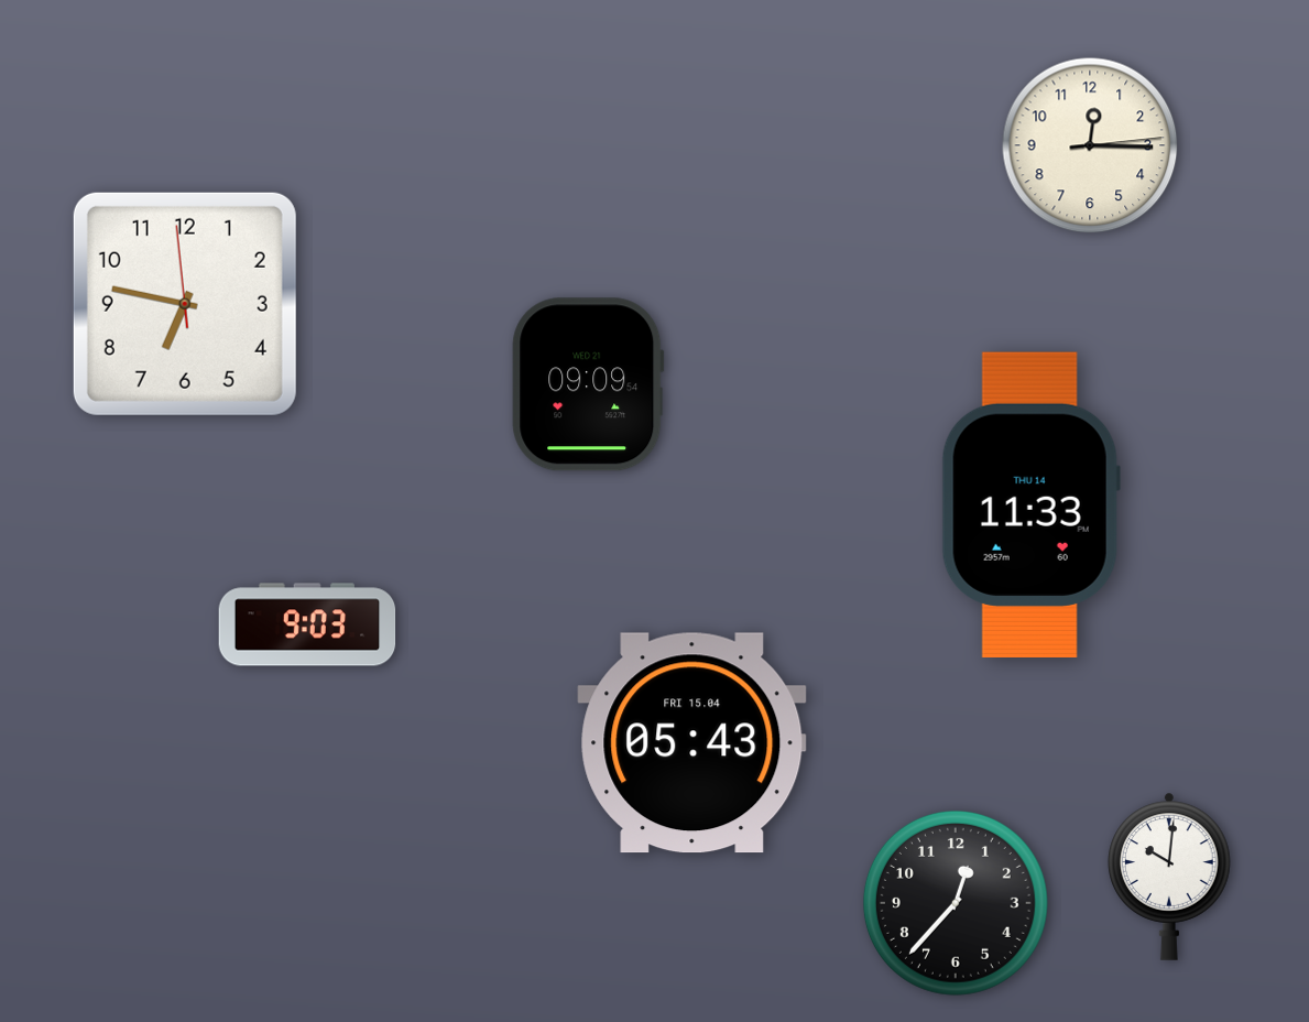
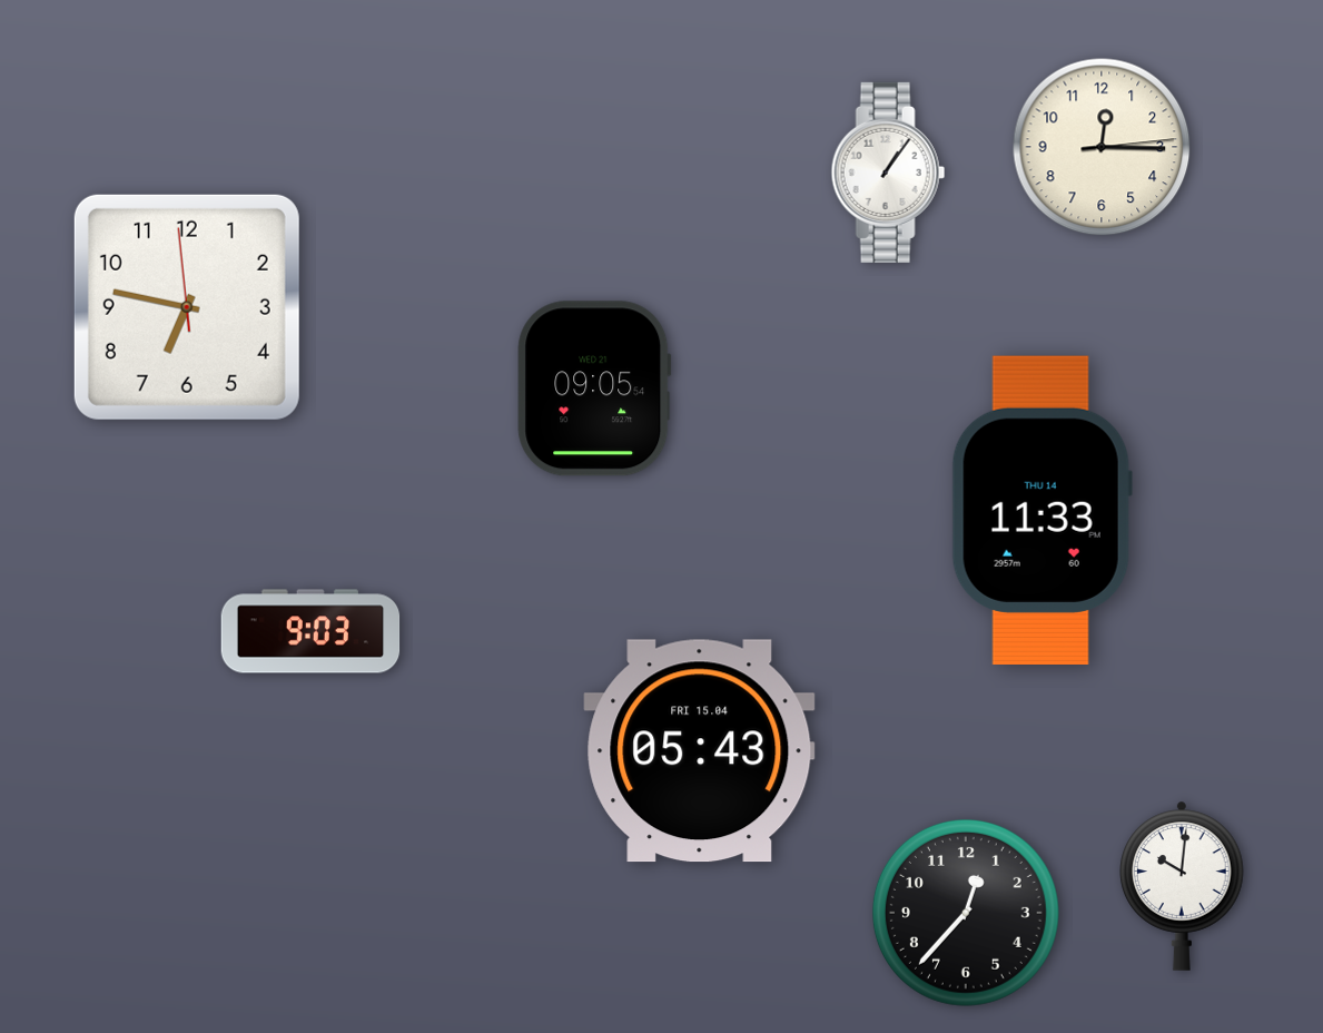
clock at (888, 173): none -> 1:06
clock at (588, 384): 09:09 -> 09:05
